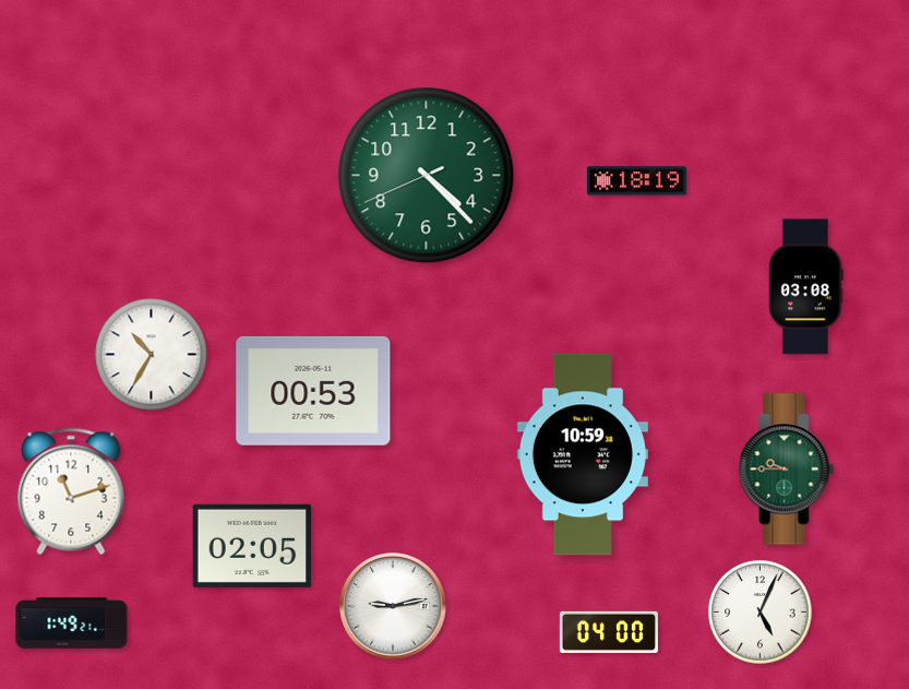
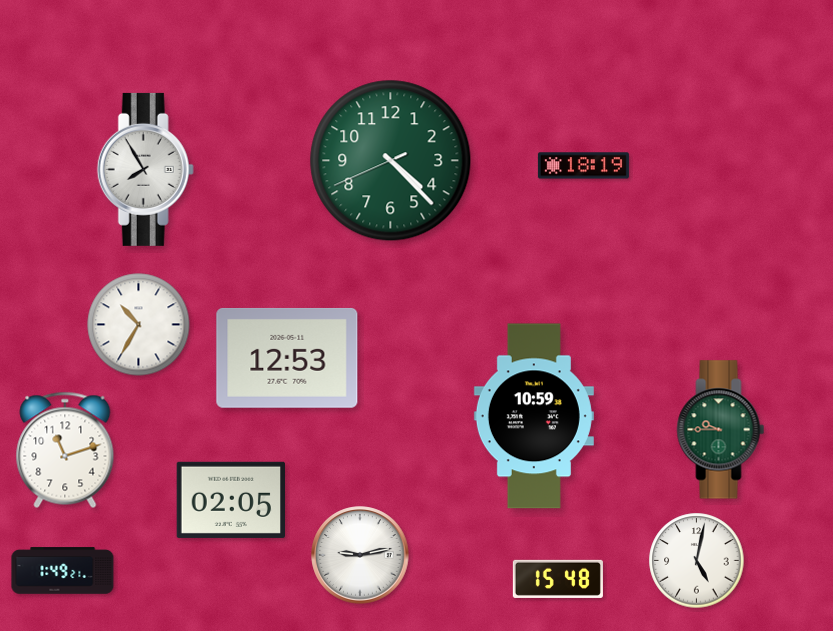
clock at (145, 169): none -> 7:55
clock at (806, 287): 03:08 -> none
clock at (313, 391): 00:53 -> 12:53
clock at (761, 613): 5:04 -> 5:02
clock at (72, 623) position: (72, 623) -> (63, 571)
clock at (609, 632): 04:00 -> 15:48
